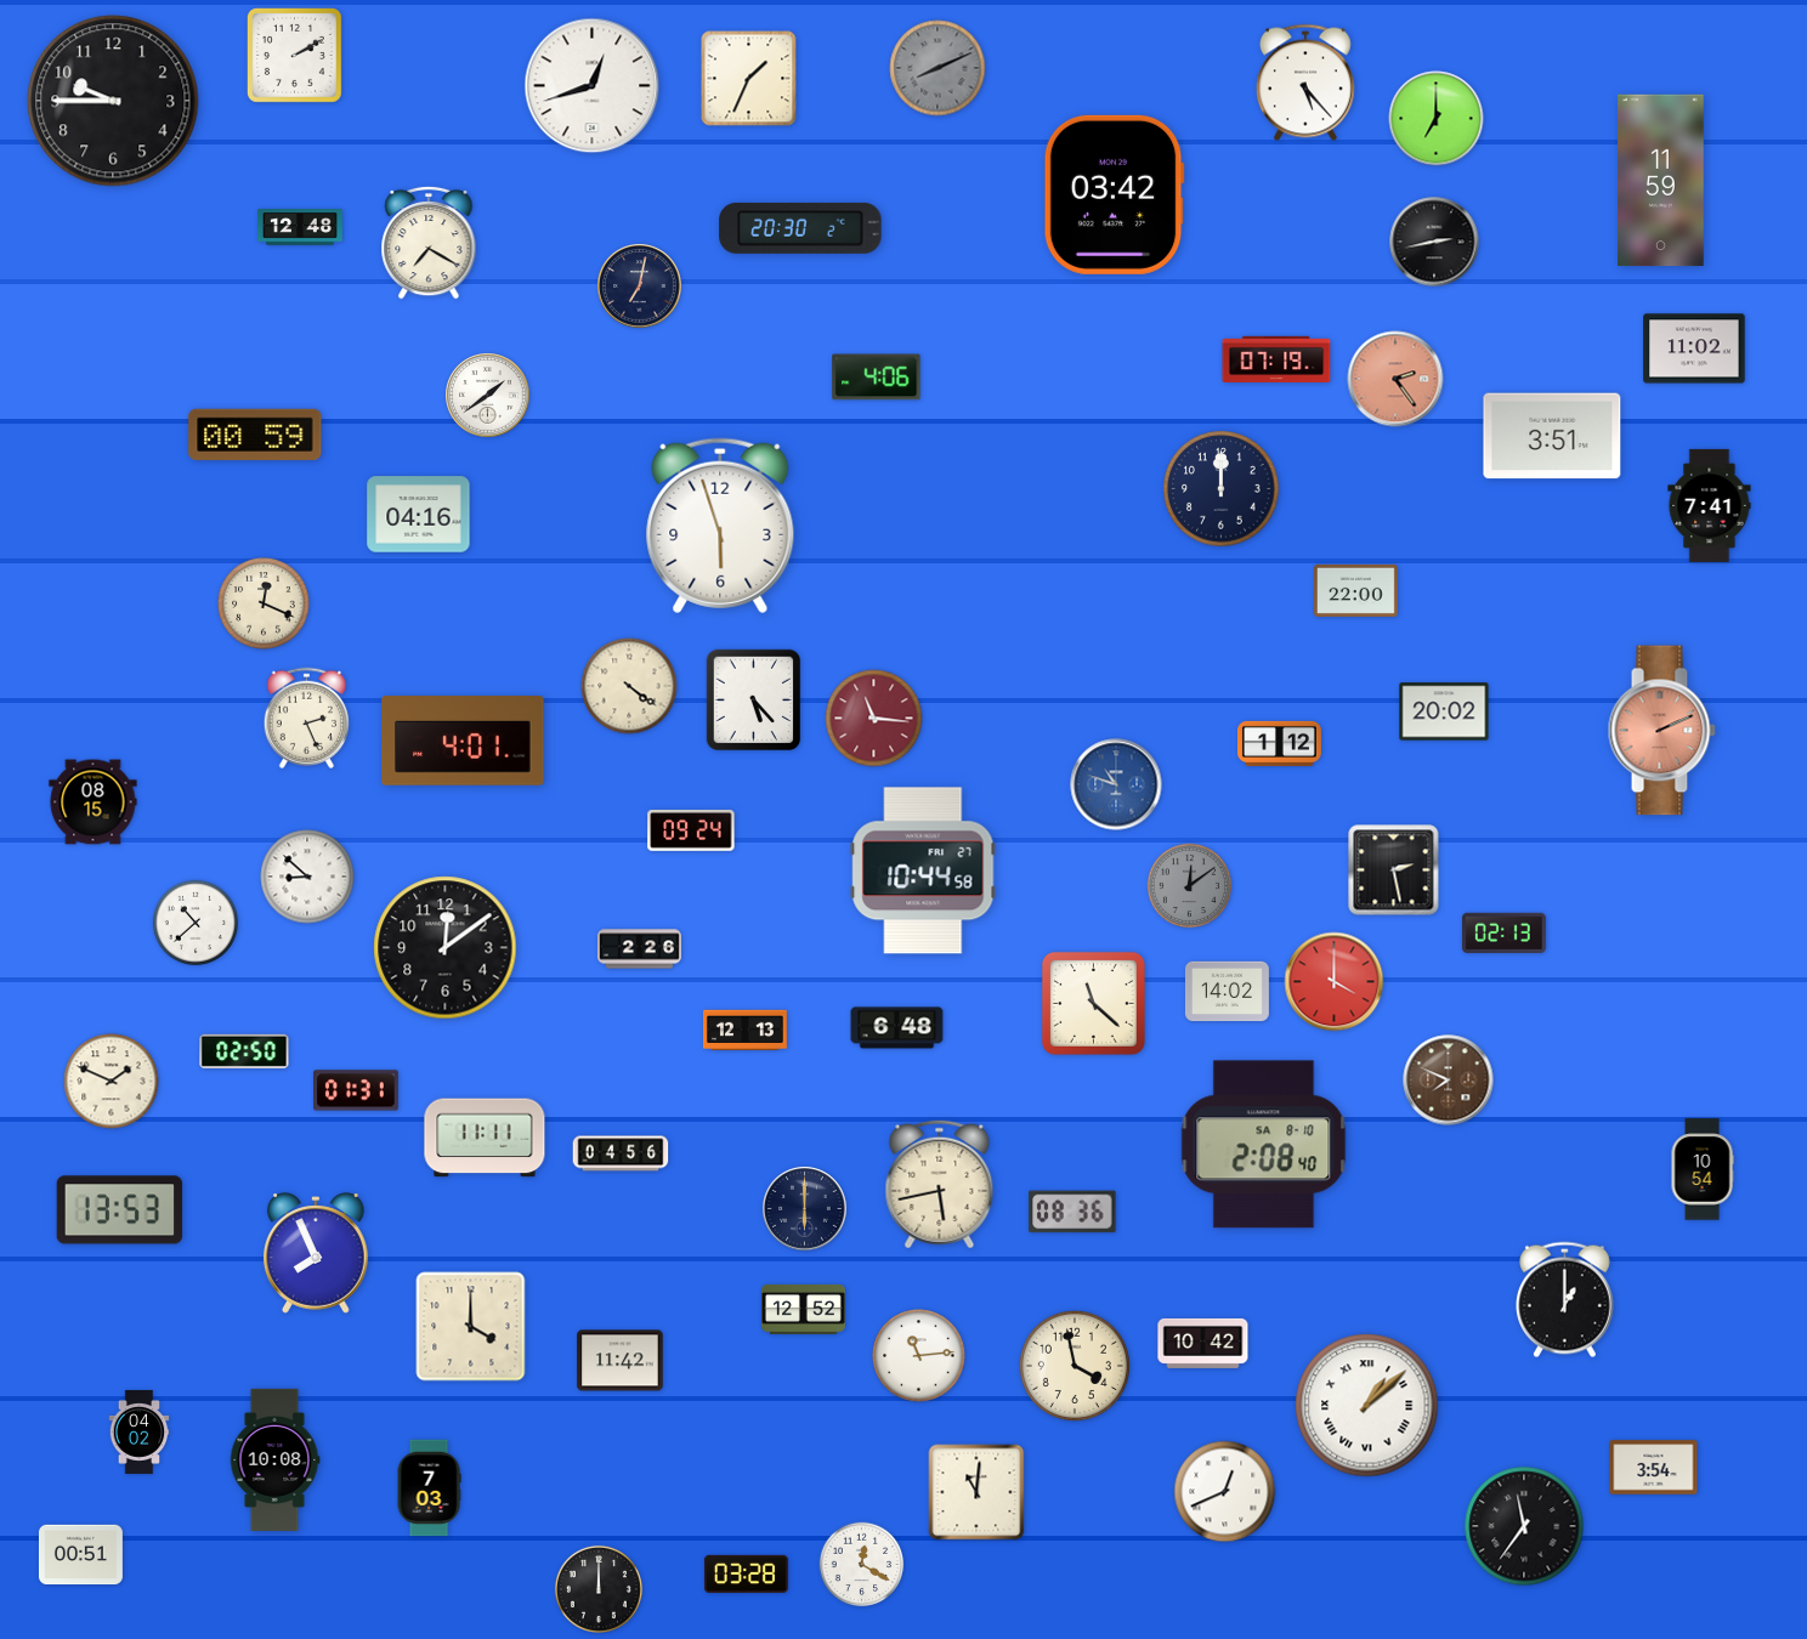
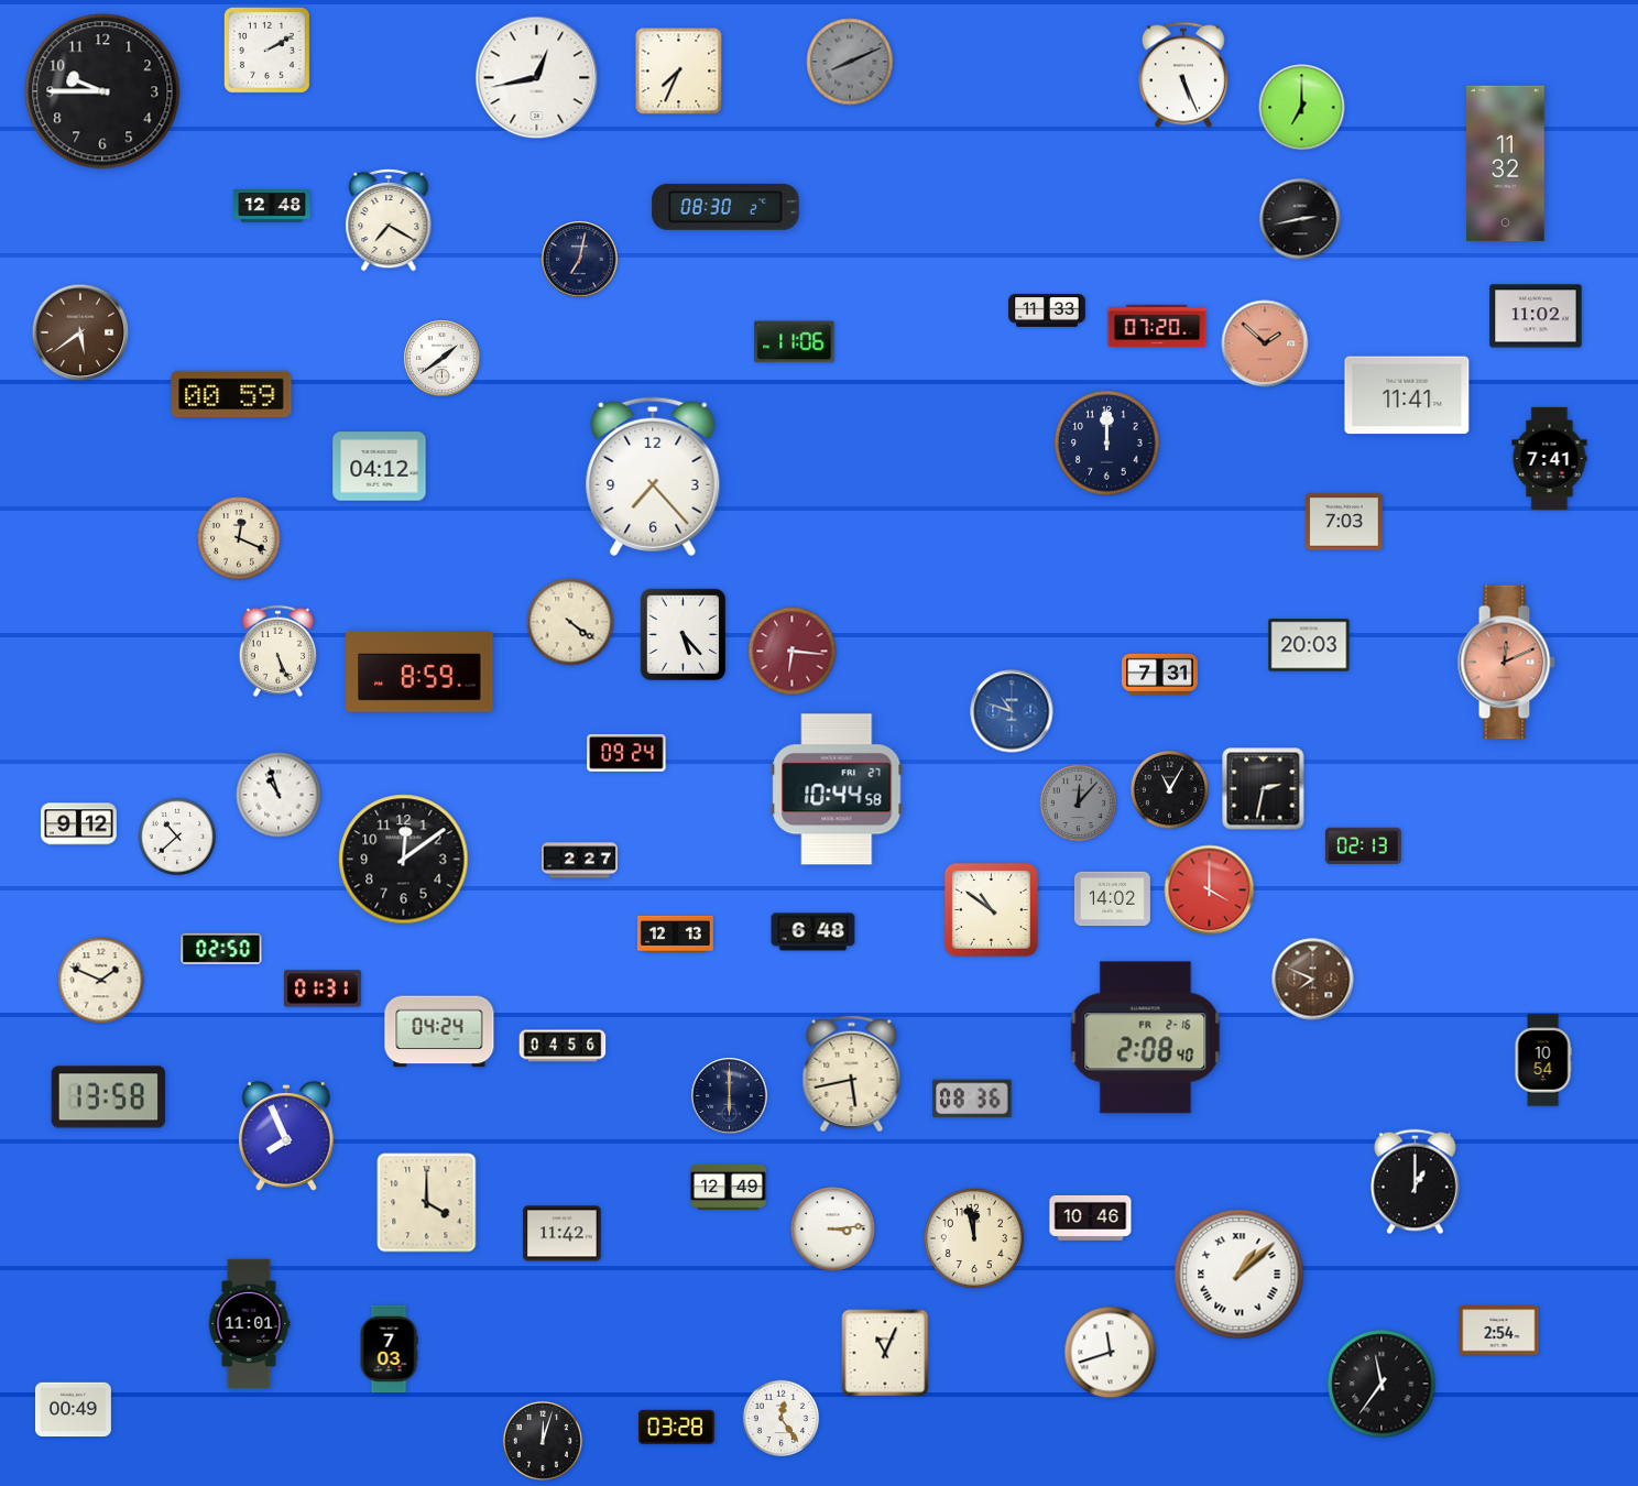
clock at (749, 79): 1:34 -> 7:34
clock at (1305, 83): 5:23 -> 5:26
clock at (593, 86): 12:42 -> 12:43
clock at (1661, 181): 11:59 -> 11:32
clock at (1114, 194): 03:42 -> none
clock at (800, 228): 20:30 -> 08:30
clock at (1047, 312): none -> 11:33
clock at (1276, 359): 07:19 -> 07:20
clock at (80, 332): none -> 5:39
clock at (877, 378): 4:06 -> 11:06
clock at (1395, 379): 2:24 -> 1:52
clock at (1552, 436): 3:51 -> 11:41
clock at (419, 515): 04:16 -> 04:12
clock at (720, 526): 5:57 -> 7:23
clock at (1344, 522): none -> 7:03
clock at (1355, 590): 22:00 -> none
clock at (264, 603) position: (264, 603) -> (239, 538)
clock at (1444, 711): 20:02 -> 20:03
clock at (306, 718): 2:26 -> 5:26
clock at (874, 719): 11:16 -> 6:16
clock at (1661, 731): 2:11 -> 12:11
clock at (463, 741): 4:01 -> 8:59
clock at (1279, 743): 1:12 -> 7:31
clock at (94, 803): 08:15 -> none
clock at (1169, 789): none -> 11:05
clock at (1394, 870): 2:28 -> 2:32
clock at (307, 877): 8:52 -> 10:57
clock at (1190, 886): 12:09 -> 12:07
clock at (78, 824): none -> 9:12
clock at (639, 949): 2:26 -> 2:27
clock at (1093, 1003): 11:22 -> 10:51
clock at (244, 1051) position: (244, 1051) -> (221, 949)
clock at (485, 1138): 11:11 -> 04:24
clock at (1264, 1145) date: SA 8-10 -> FR 2-16
clock at (120, 1210): 13:53 -> 13:58
clock at (1565, 1300) position: (1565, 1300) -> (1416, 1182)
clock at (803, 1310): 12:52 -> 12:49
clock at (1203, 1343): 10:42 -> 10:46
clock at (919, 1356): 11:14 -> 3:14
clock at (1075, 1366): 3:58 -> 11:58
clock at (140, 1431): 04:02 -> none
clock at (274, 1459): 10:08 -> 11:01
clock at (1654, 1468): 3:54 -> 2:54
clock at (976, 1492): 11:01 -> 11:04
clock at (1225, 1492): 12:41 -> 11:42
clock at (80, 1555): 00:51 -> 00:49
clock at (862, 1565): 12:20 -> 12:24
clock at (599, 1589): 12:00 -> 12:03
